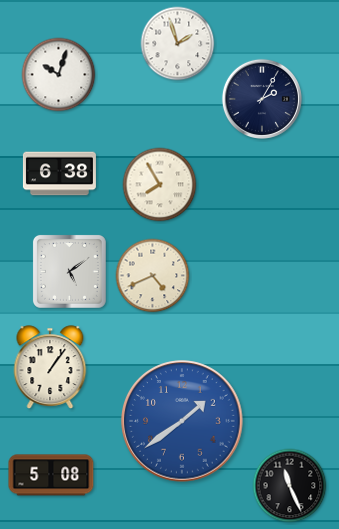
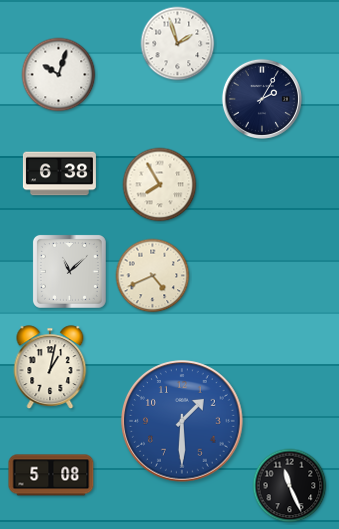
clock at (69, 271): 5:09 -> 11:08
clock at (50, 367): 1:06 -> 1:02
clock at (182, 421): 1:39 -> 1:30
